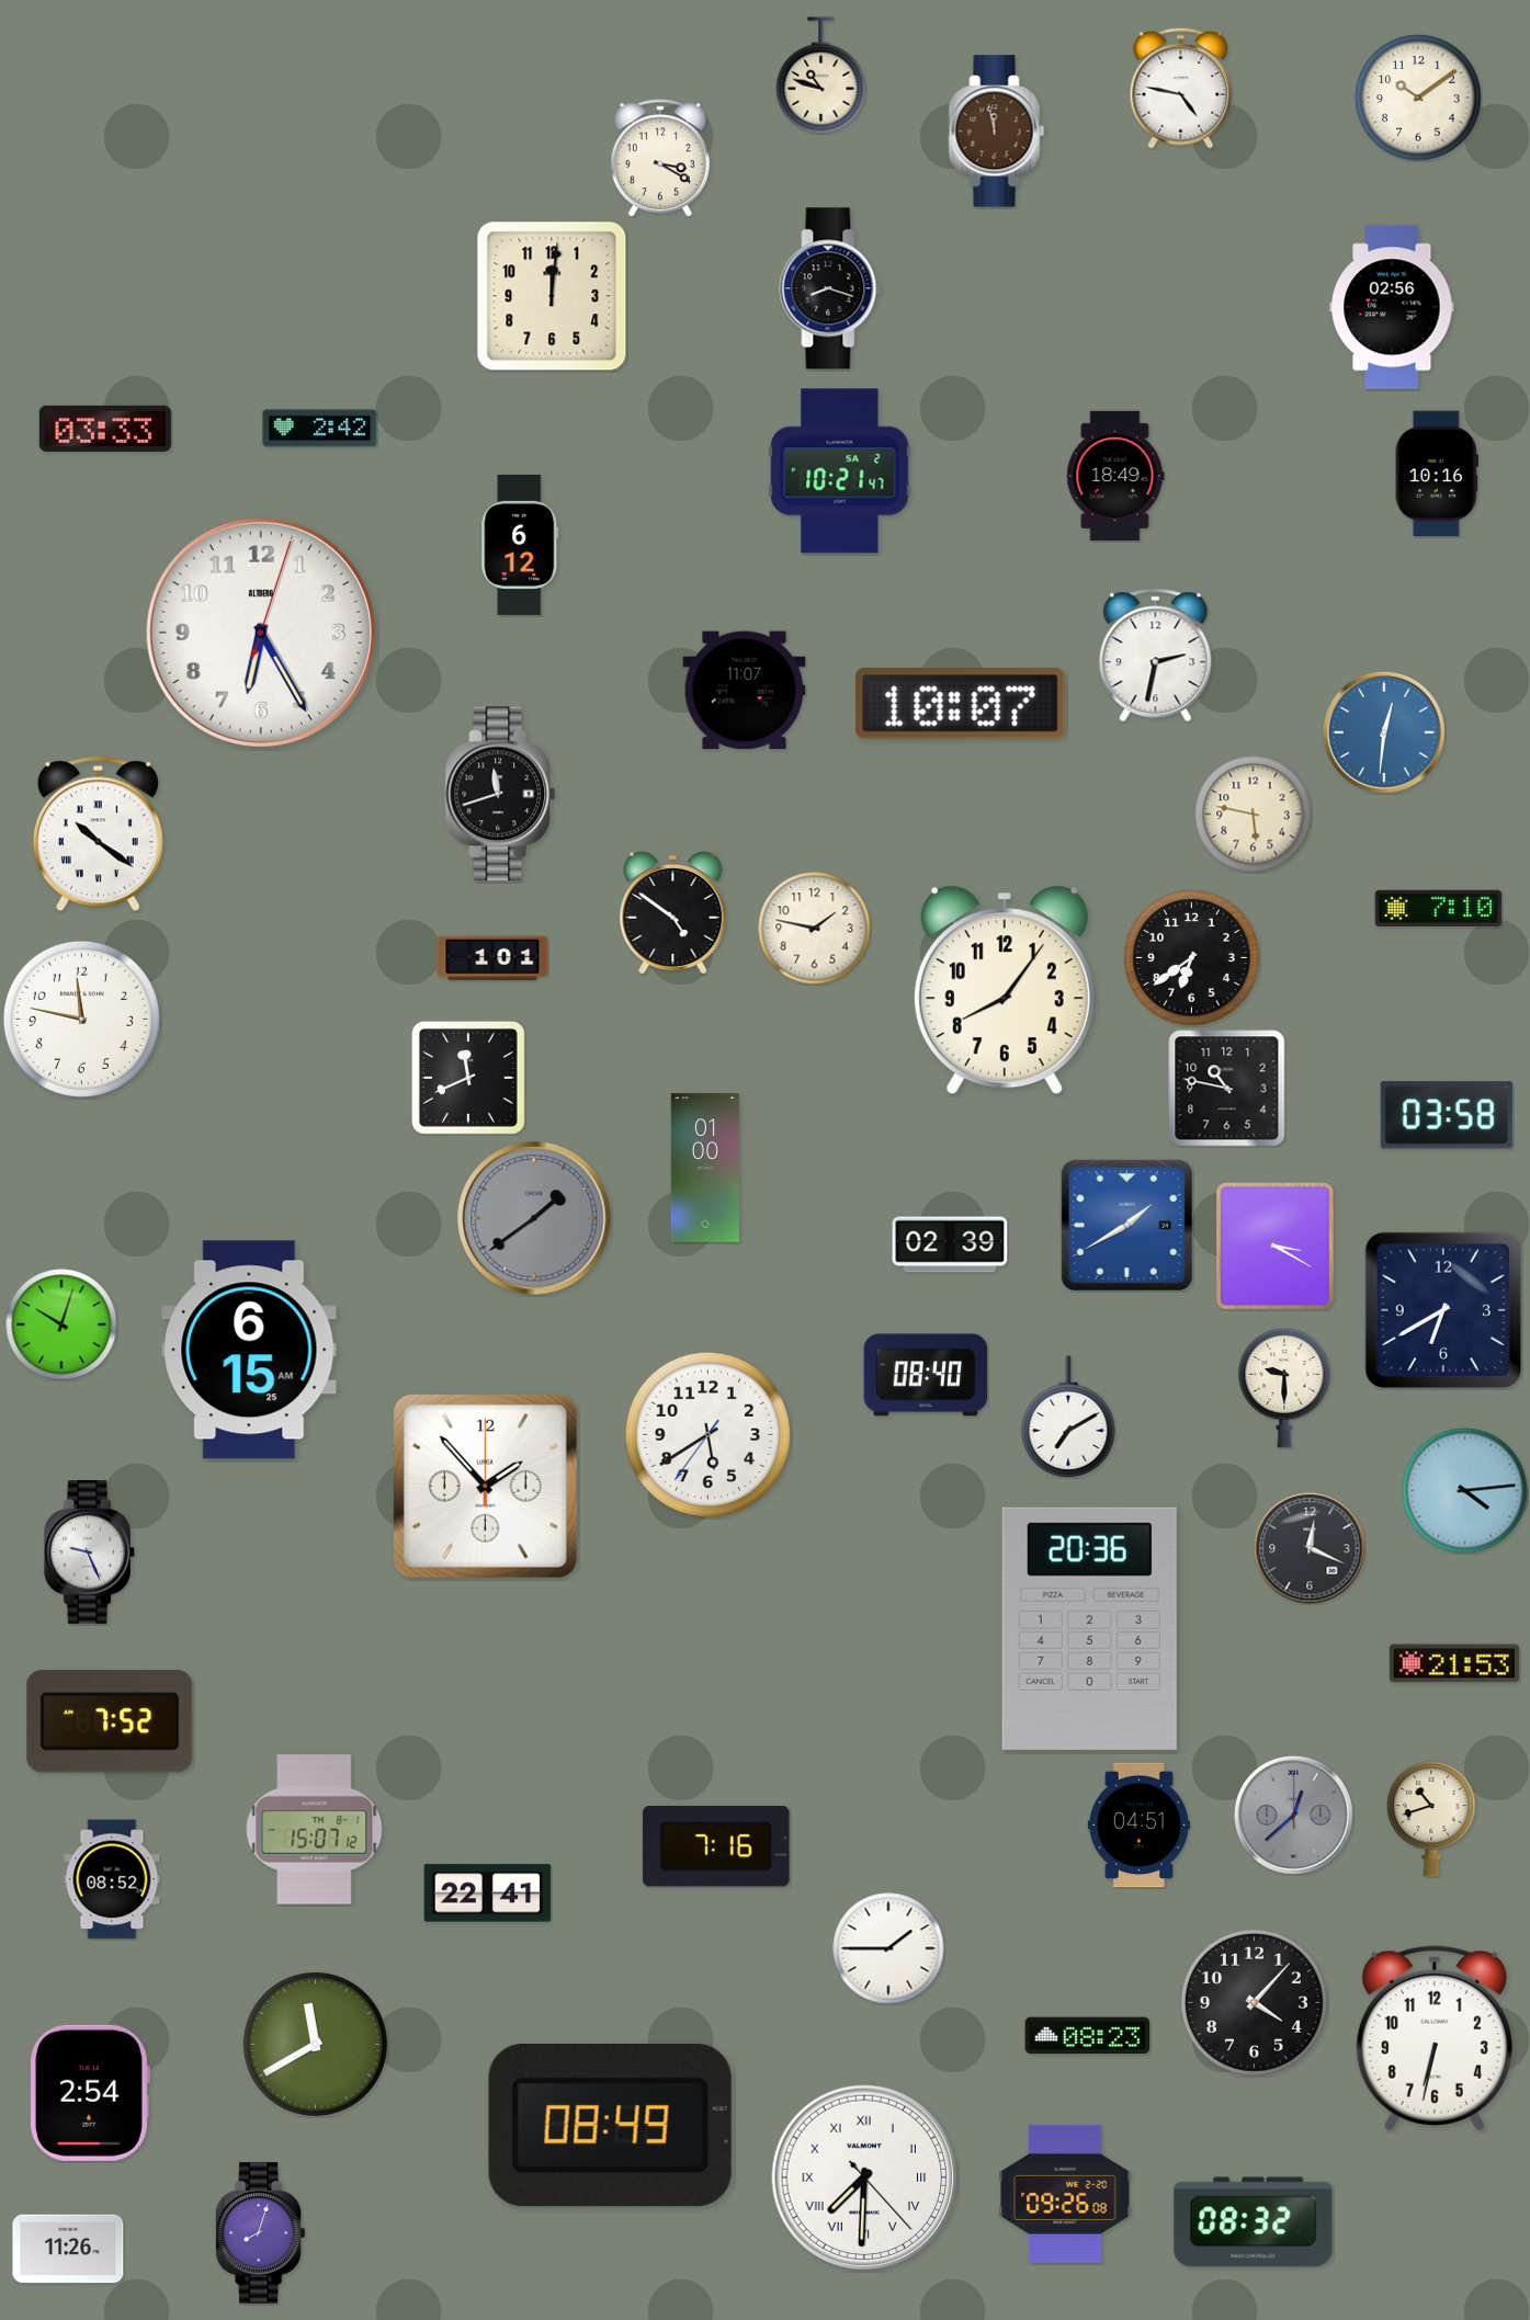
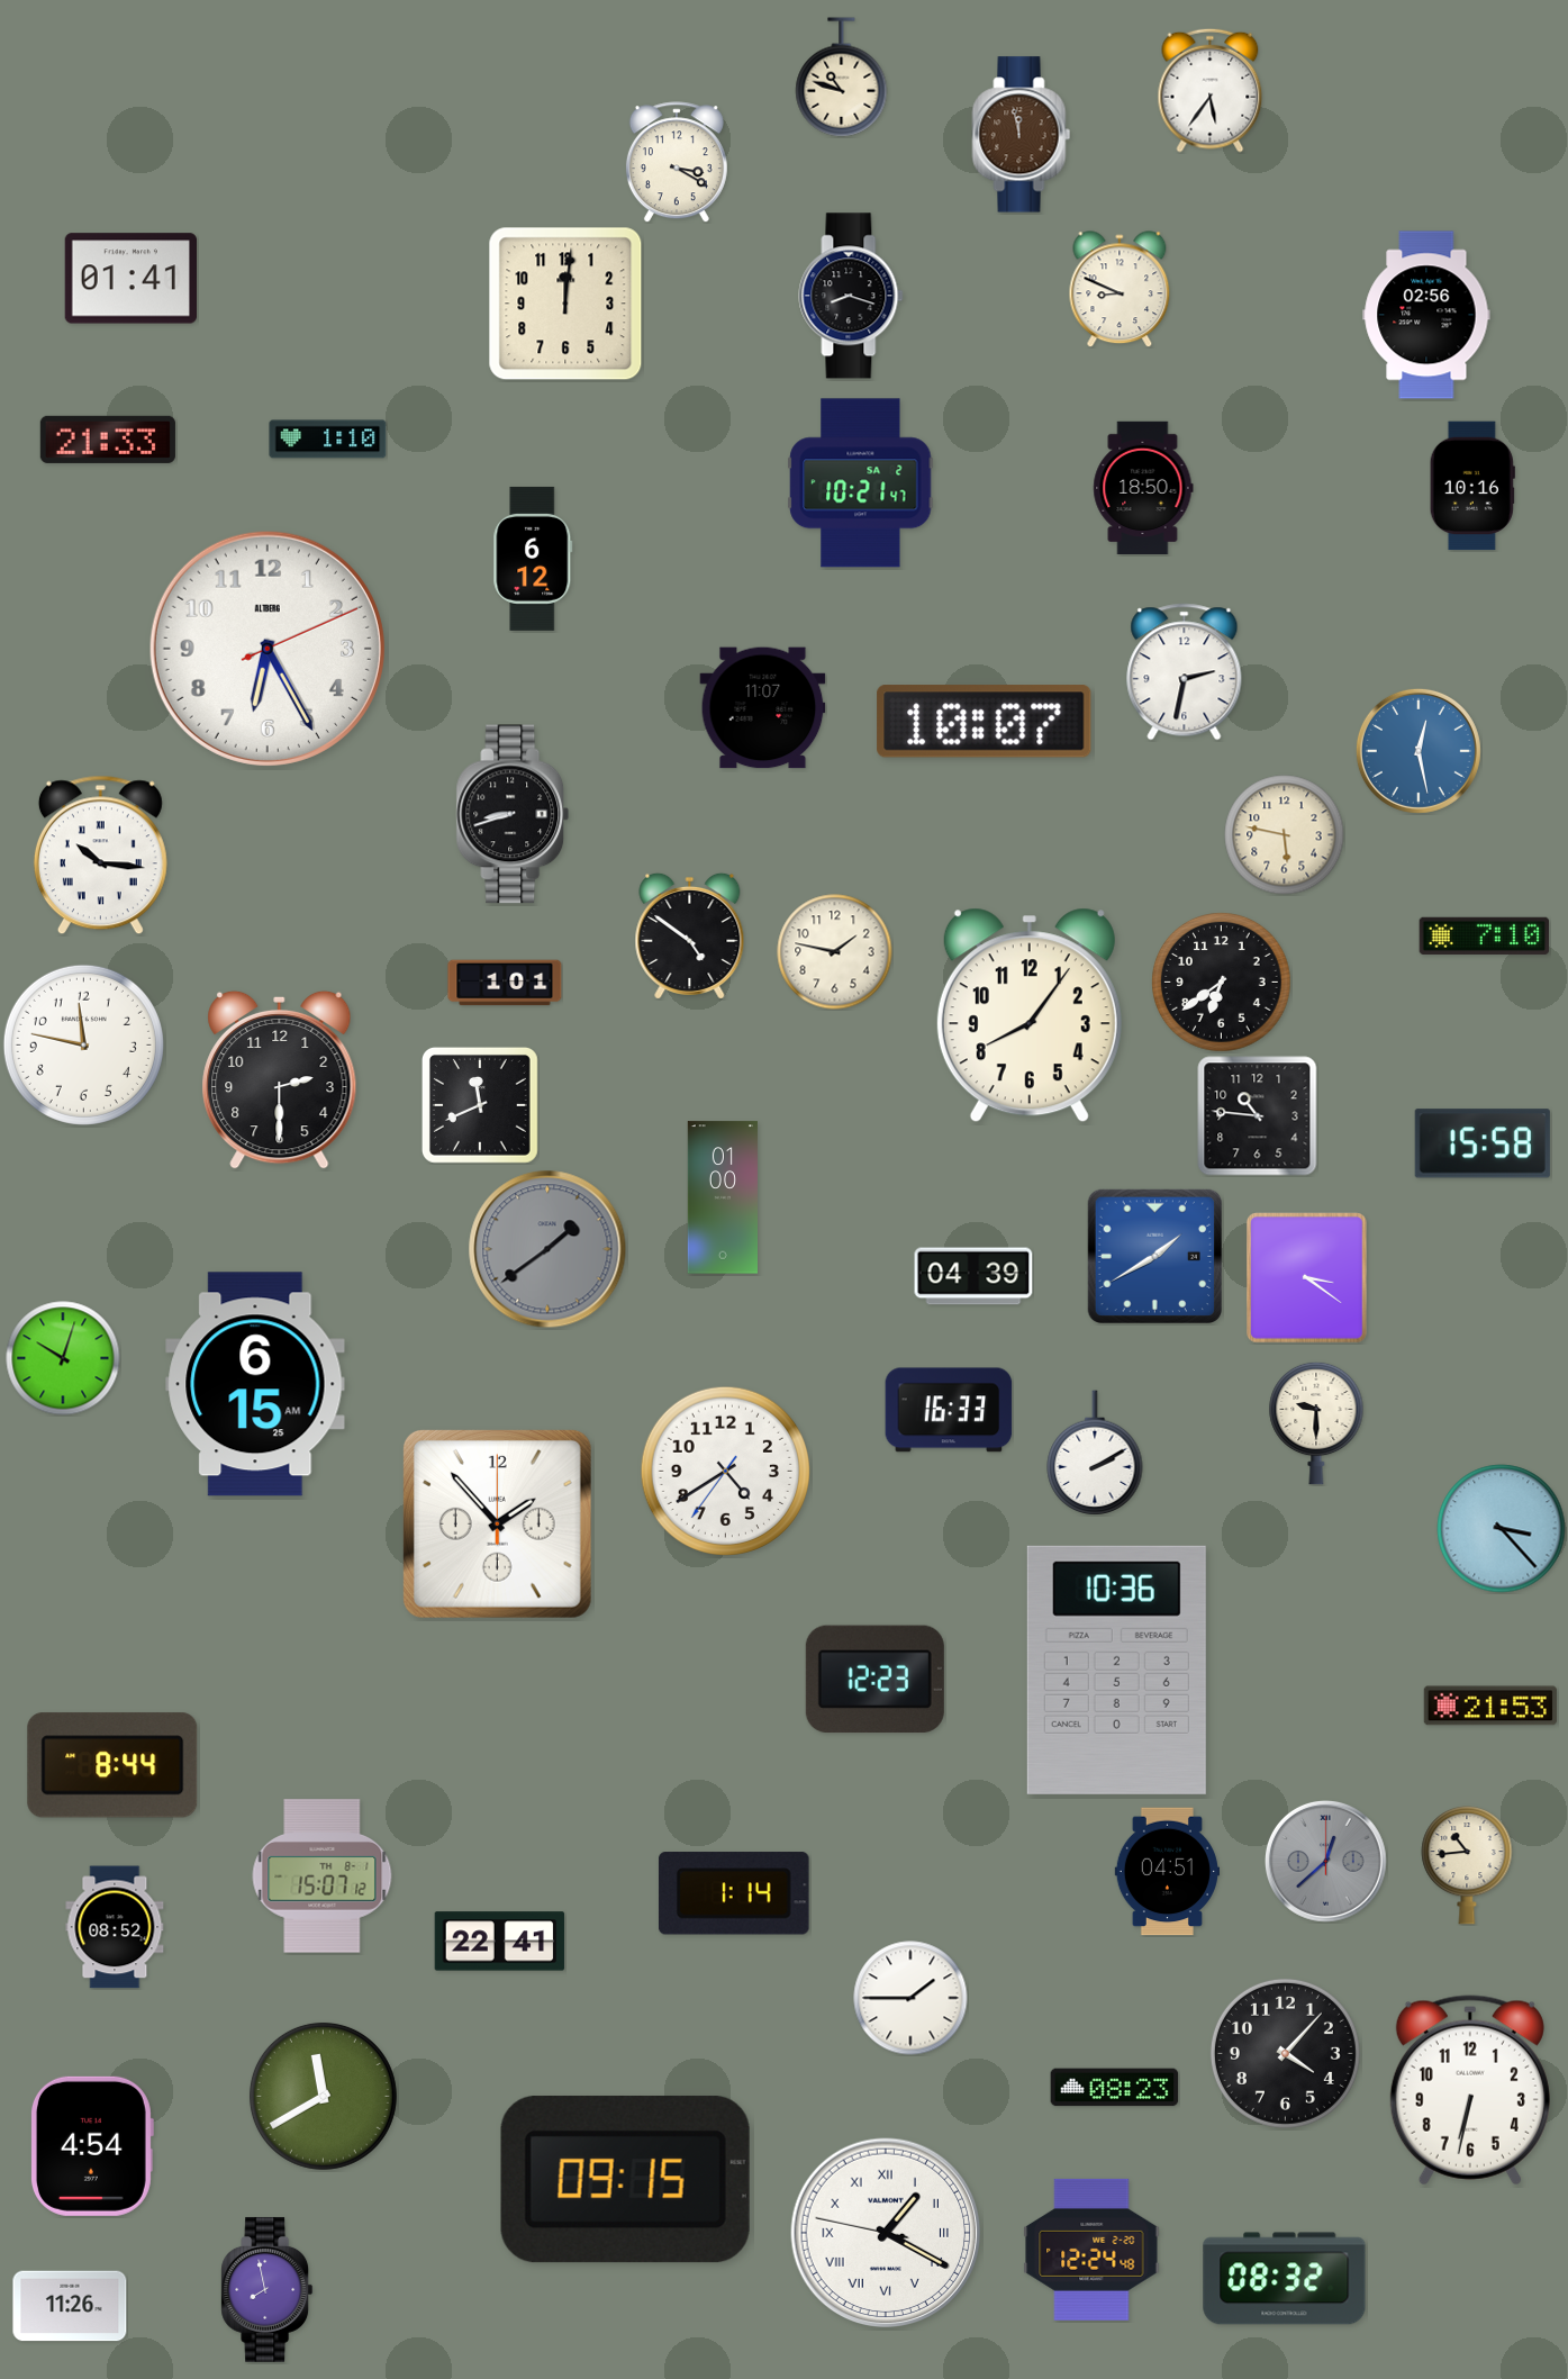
clock at (1181, 88): 4:47 -> 5:36
clock at (1418, 98): 10:09 -> none
clock at (130, 279): none -> 01:41
clock at (1120, 289): none -> 8:49
clock at (105, 429): 03:33 -> 21:33
clock at (320, 429): 2:42 -> 1:10
clock at (1115, 476): 18:49 -> 18:50
clock at (261, 633): 6:25:03 -> 6:25:11
clock at (1384, 732): 12:31 -> 12:28
clock at (500, 794): 11:42 -> 8:42
clock at (98, 834): 10:21 -> 10:16
clock at (1439, 908) position: (1439, 908) -> (1485, 935)
clock at (280, 1079): none -> 2:30
clock at (1227, 1089): 10:47 -> 10:46
clock at (1447, 1115): 03:58 -> 15:58
clock at (950, 1244): 02:39 -> 04:39
clock at (1276, 1247): 3:20 -> 3:21
clock at (1442, 1309): 6:40 -> none
clock at (926, 1375): 08:40 -> 16:33
clock at (1068, 1417): 7:10 -> 2:10
clock at (707, 1434): 5:39 -> 4:39
clock at (1465, 1491): 4:14 -> 3:23
clock at (1310, 1548): 12:19 -> none
clock at (89, 1553): 9:26 -> none
clock at (1089, 1628): 20:36 -> 10:36
clock at (874, 1680): none -> 12:23
clock at (110, 1721): 7:52 -> 8:44
clock at (1431, 1820): 10:42 -> 10:44
clock at (716, 1846): 7:16 -> 1:14
clock at (90, 2093): 2:54 -> 4:54
clock at (610, 2125): 08:49 -> 09:15
clock at (864, 2177): 7:30 -> 1:19
clock at (1065, 2194): 09:26 -> 12:24
clock at (261, 2232): 8:03 -> 7:58
